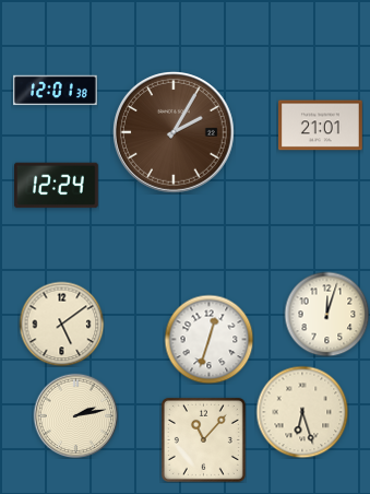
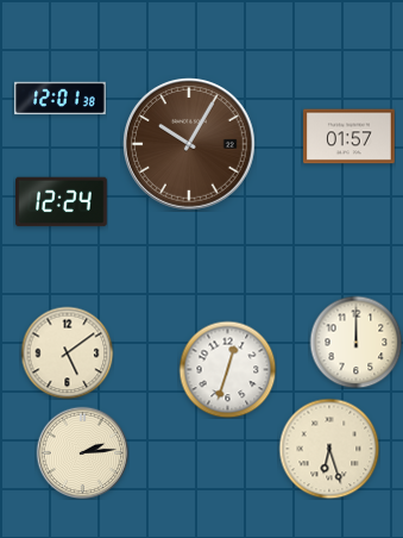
clock at (321, 126): 21:01 -> 01:57
clock at (175, 133): 2:05 -> 10:05
clock at (326, 314): 12:03 -> 12:00
clock at (75, 415): 2:13 -> 2:14
clock at (203, 439): 11:07 -> none
